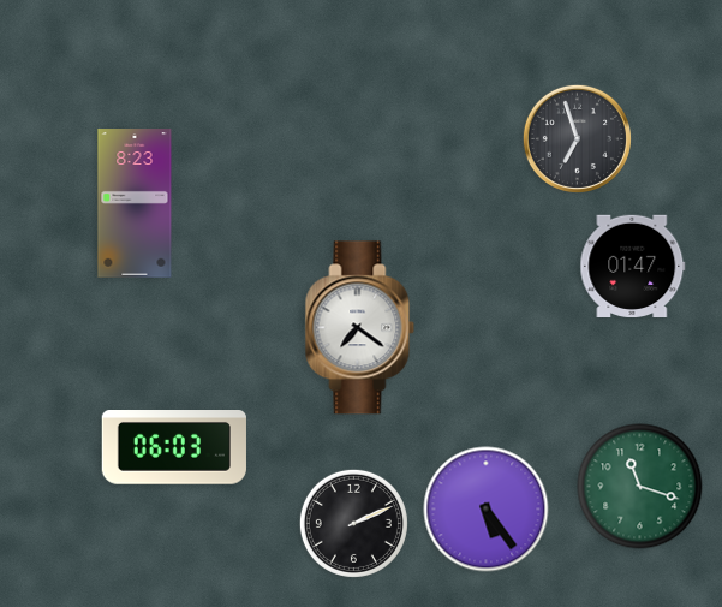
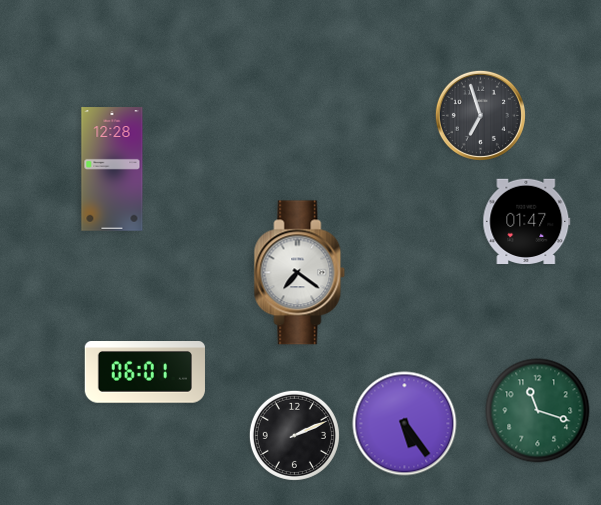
clock at (135, 203): 8:23 -> 12:28
clock at (174, 447): 06:03 -> 06:01
clock at (640, 487) position: (640, 487) -> (538, 411)
